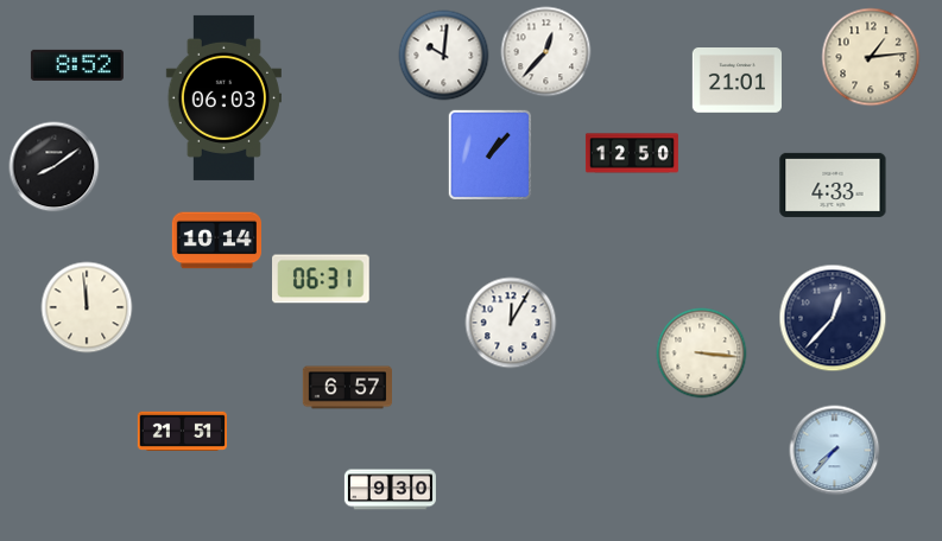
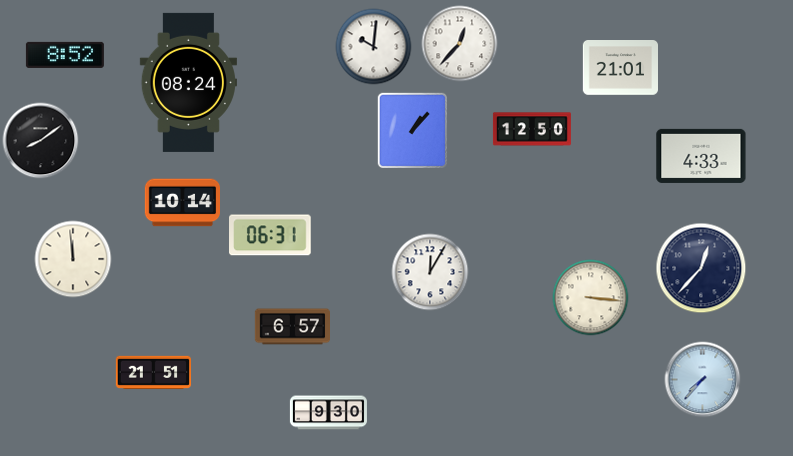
clock at (871, 57): 1:14 -> none
clock at (223, 97): 06:03 -> 08:24
clock at (55, 167) position: (55, 167) -> (41, 141)
clock at (182, 431) position: (182, 431) -> (153, 372)
